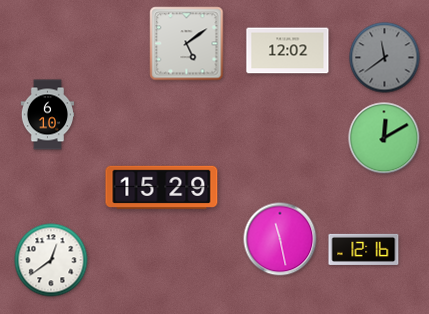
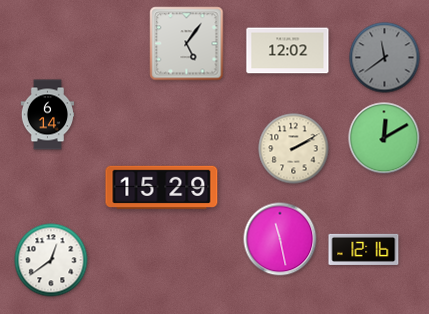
clock at (187, 44): 5:09 -> 5:06
clock at (47, 115): 6:10 -> 6:14
clock at (294, 149): none -> 2:10
